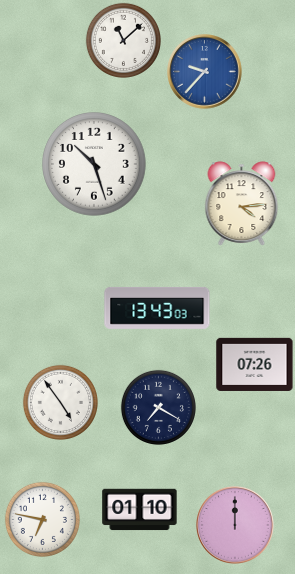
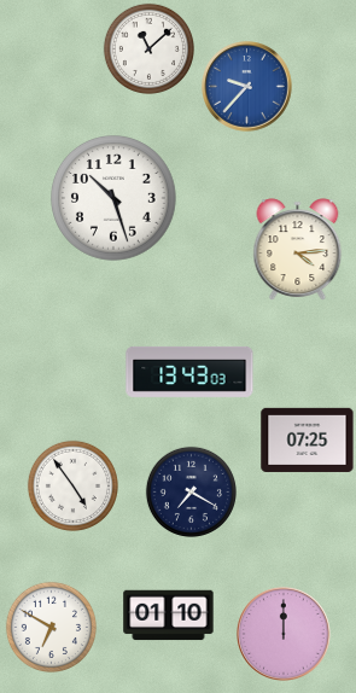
clock at (242, 204) position: (242, 204) -> (298, 250)
clock at (255, 364): 07:26 -> 07:25
clock at (42, 519): 6:47 -> 6:50
